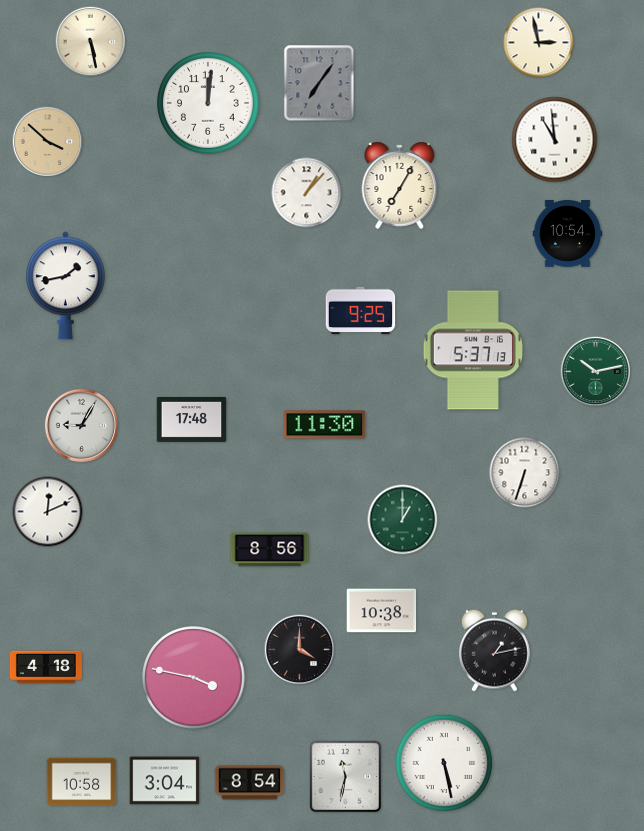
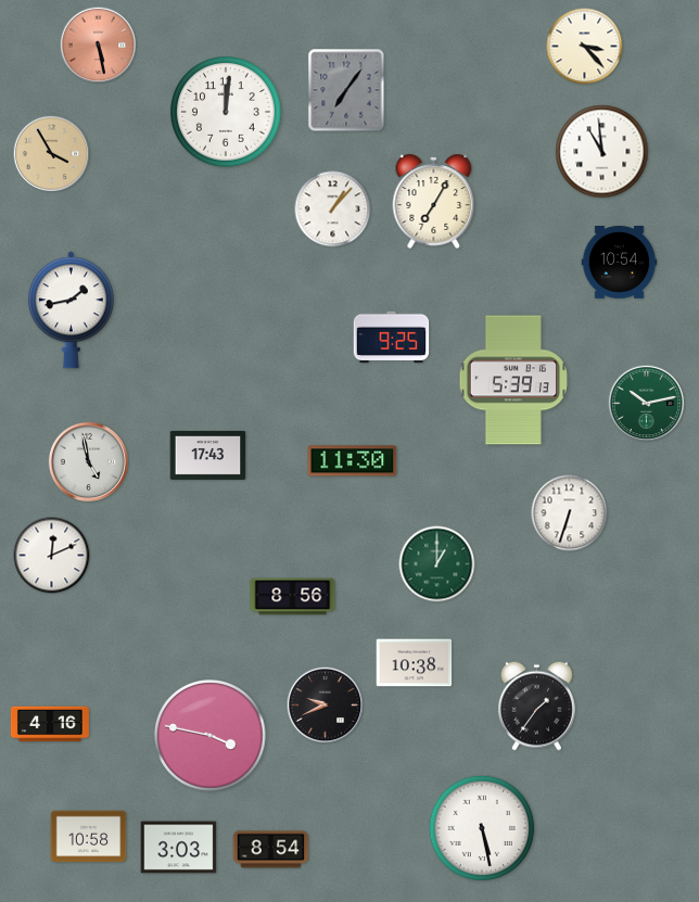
clock at (91, 42) dial: cream -> salmon
clock at (539, 43): 2:58 -> 3:23
clock at (48, 142): 3:52 -> 3:55
clock at (568, 234) position: (568, 234) -> (620, 263)
clock at (472, 350): 5:37 -> 5:39
clock at (192, 419): 17:48 -> 17:43
clock at (81, 425): 9:05 -> 4:58
clock at (300, 650): 4:00 -> 9:41
clock at (495, 650): 1:13 -> 1:36
clock at (46, 667): 4:18 -> 4:16
clock at (346, 777): 11:32 -> none
clock at (165, 781): 3:04 -> 3:03
clock at (82, 782) position: (82, 782) -> (89, 837)
